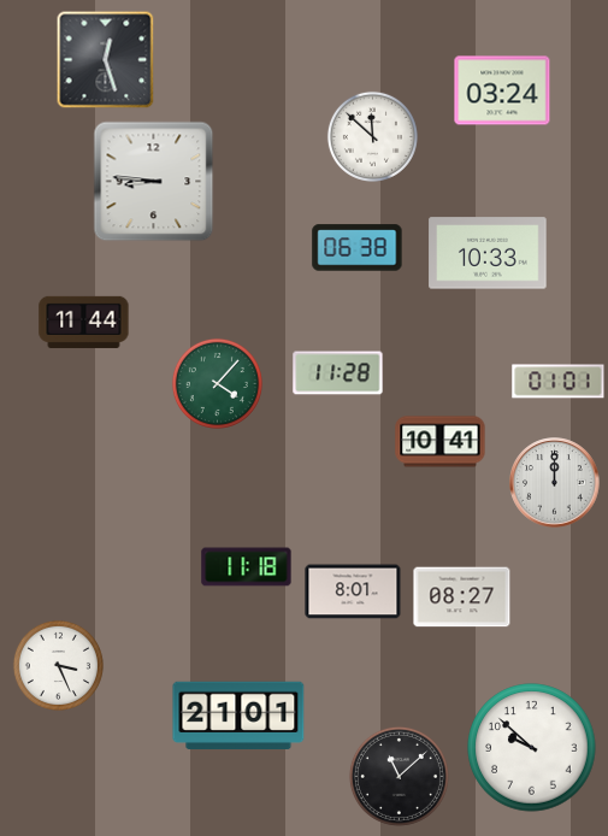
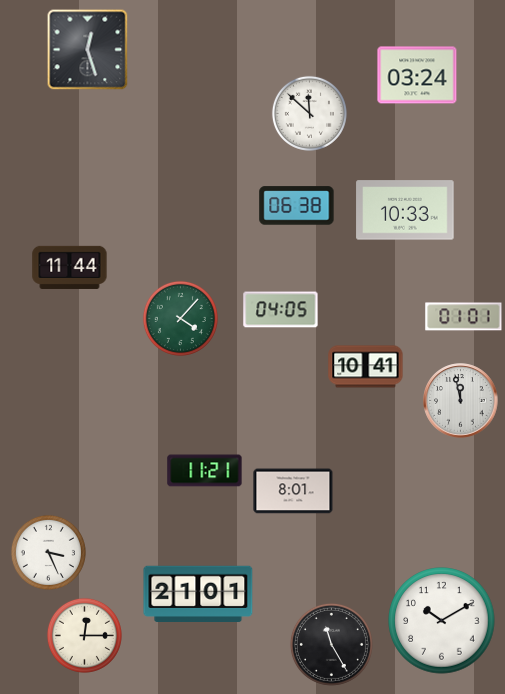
clock at (154, 182): 8:46 -> none
clock at (338, 373): 11:28 -> 04:05
clock at (555, 483): 12:00 -> 11:58
clock at (247, 567): 11:18 -> 11:21
clock at (462, 597): 08:27 -> none
clock at (532, 748): 9:52 -> 10:10
clock at (84, 635): none -> 12:15
clock at (399, 776): 11:08 -> 11:25
